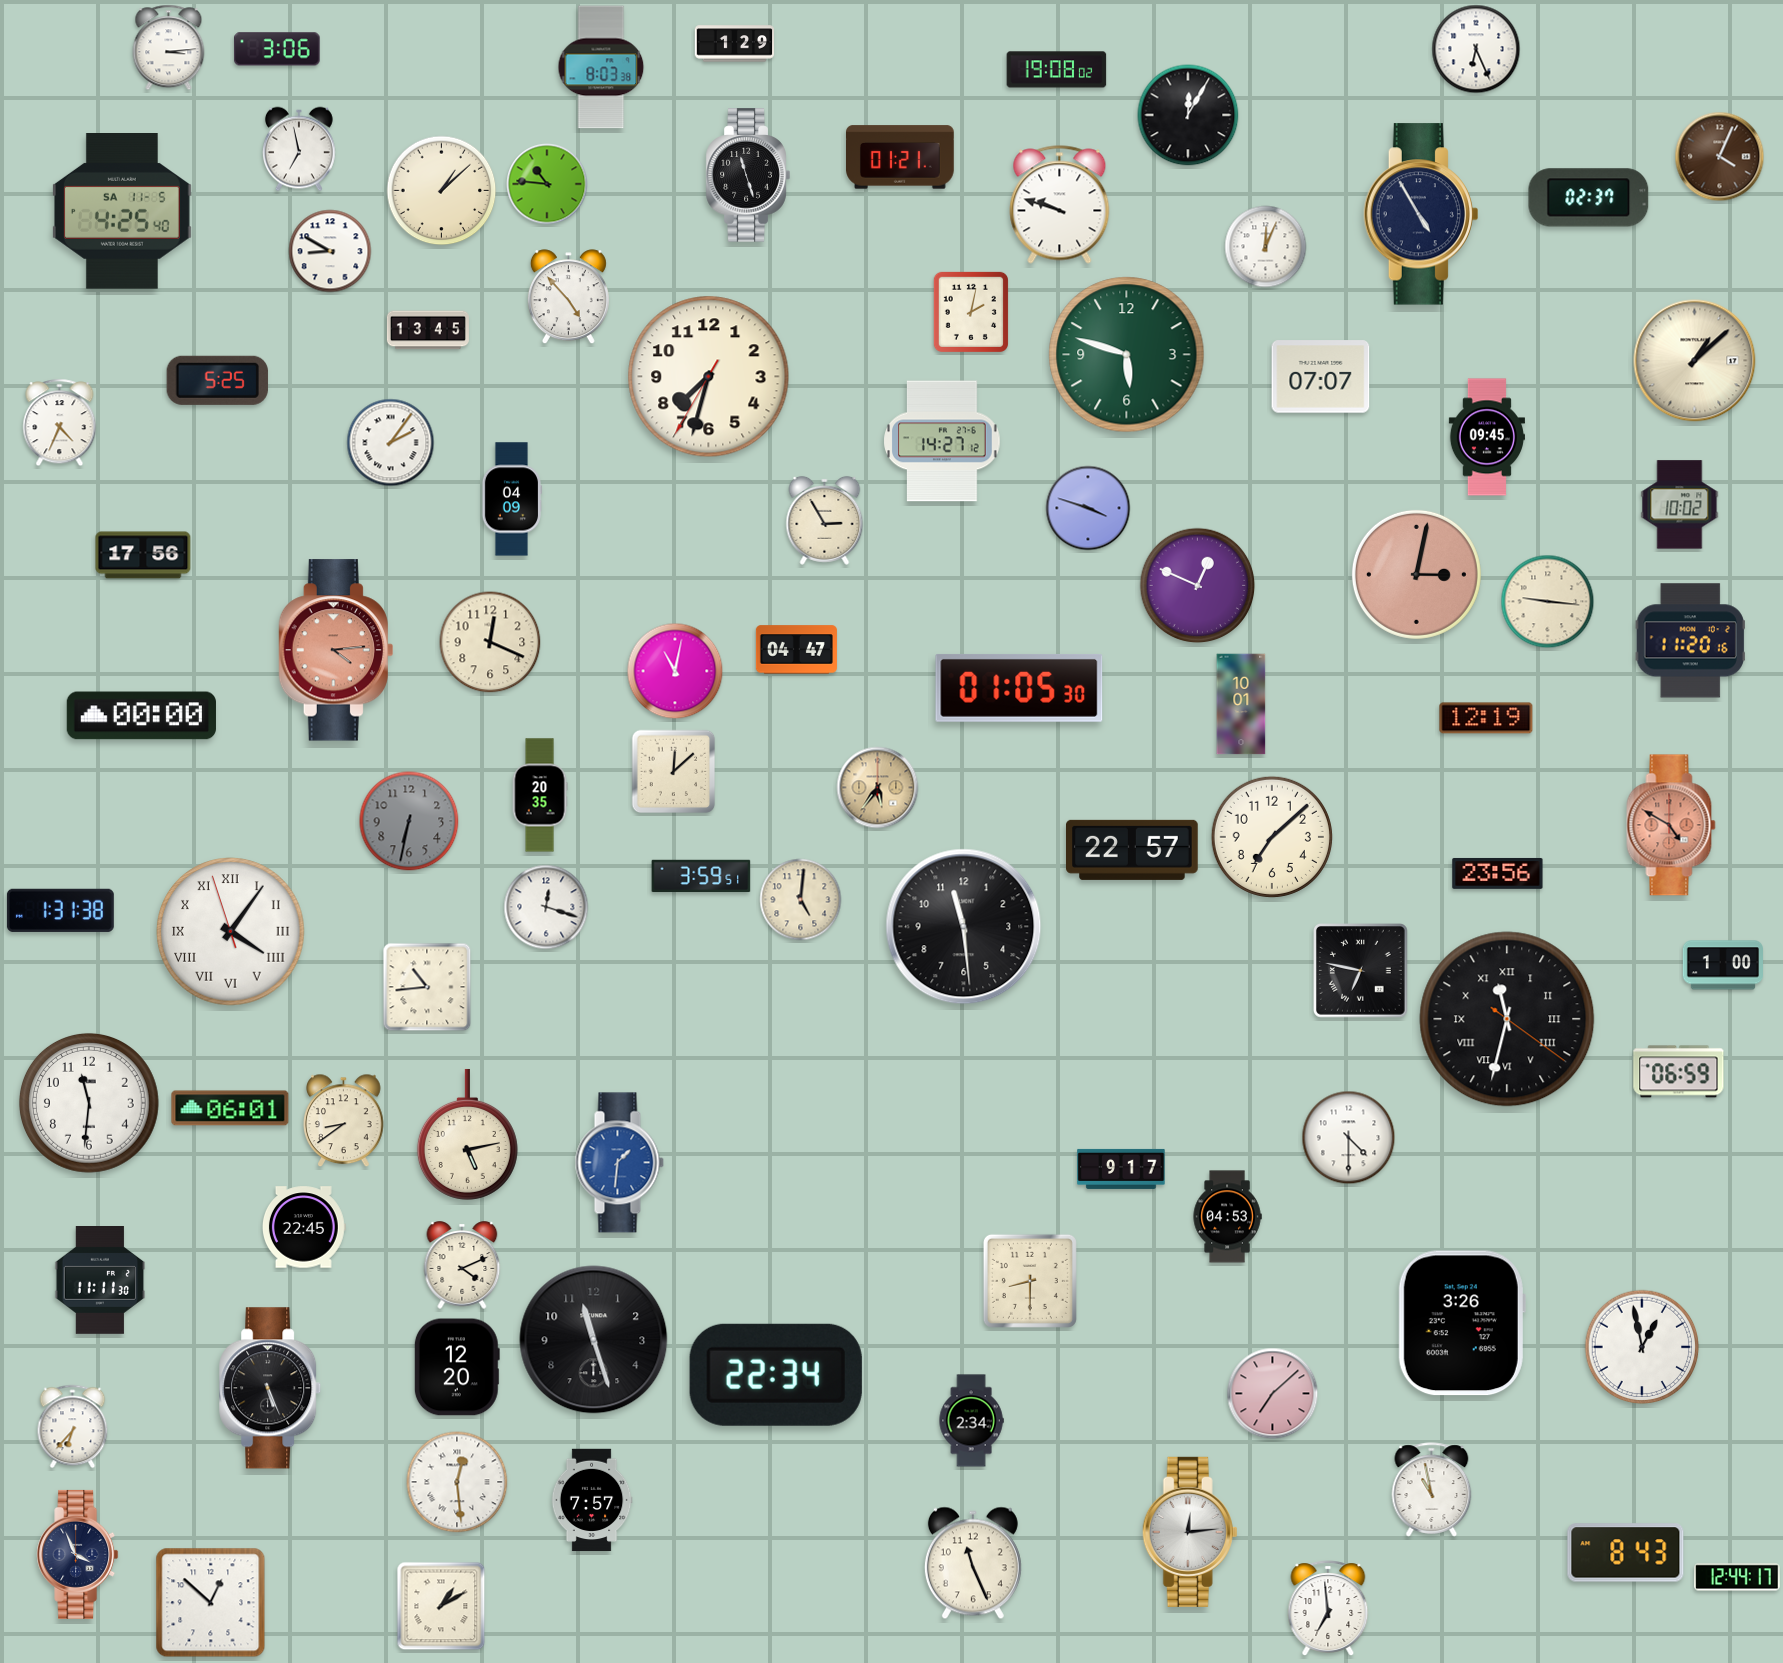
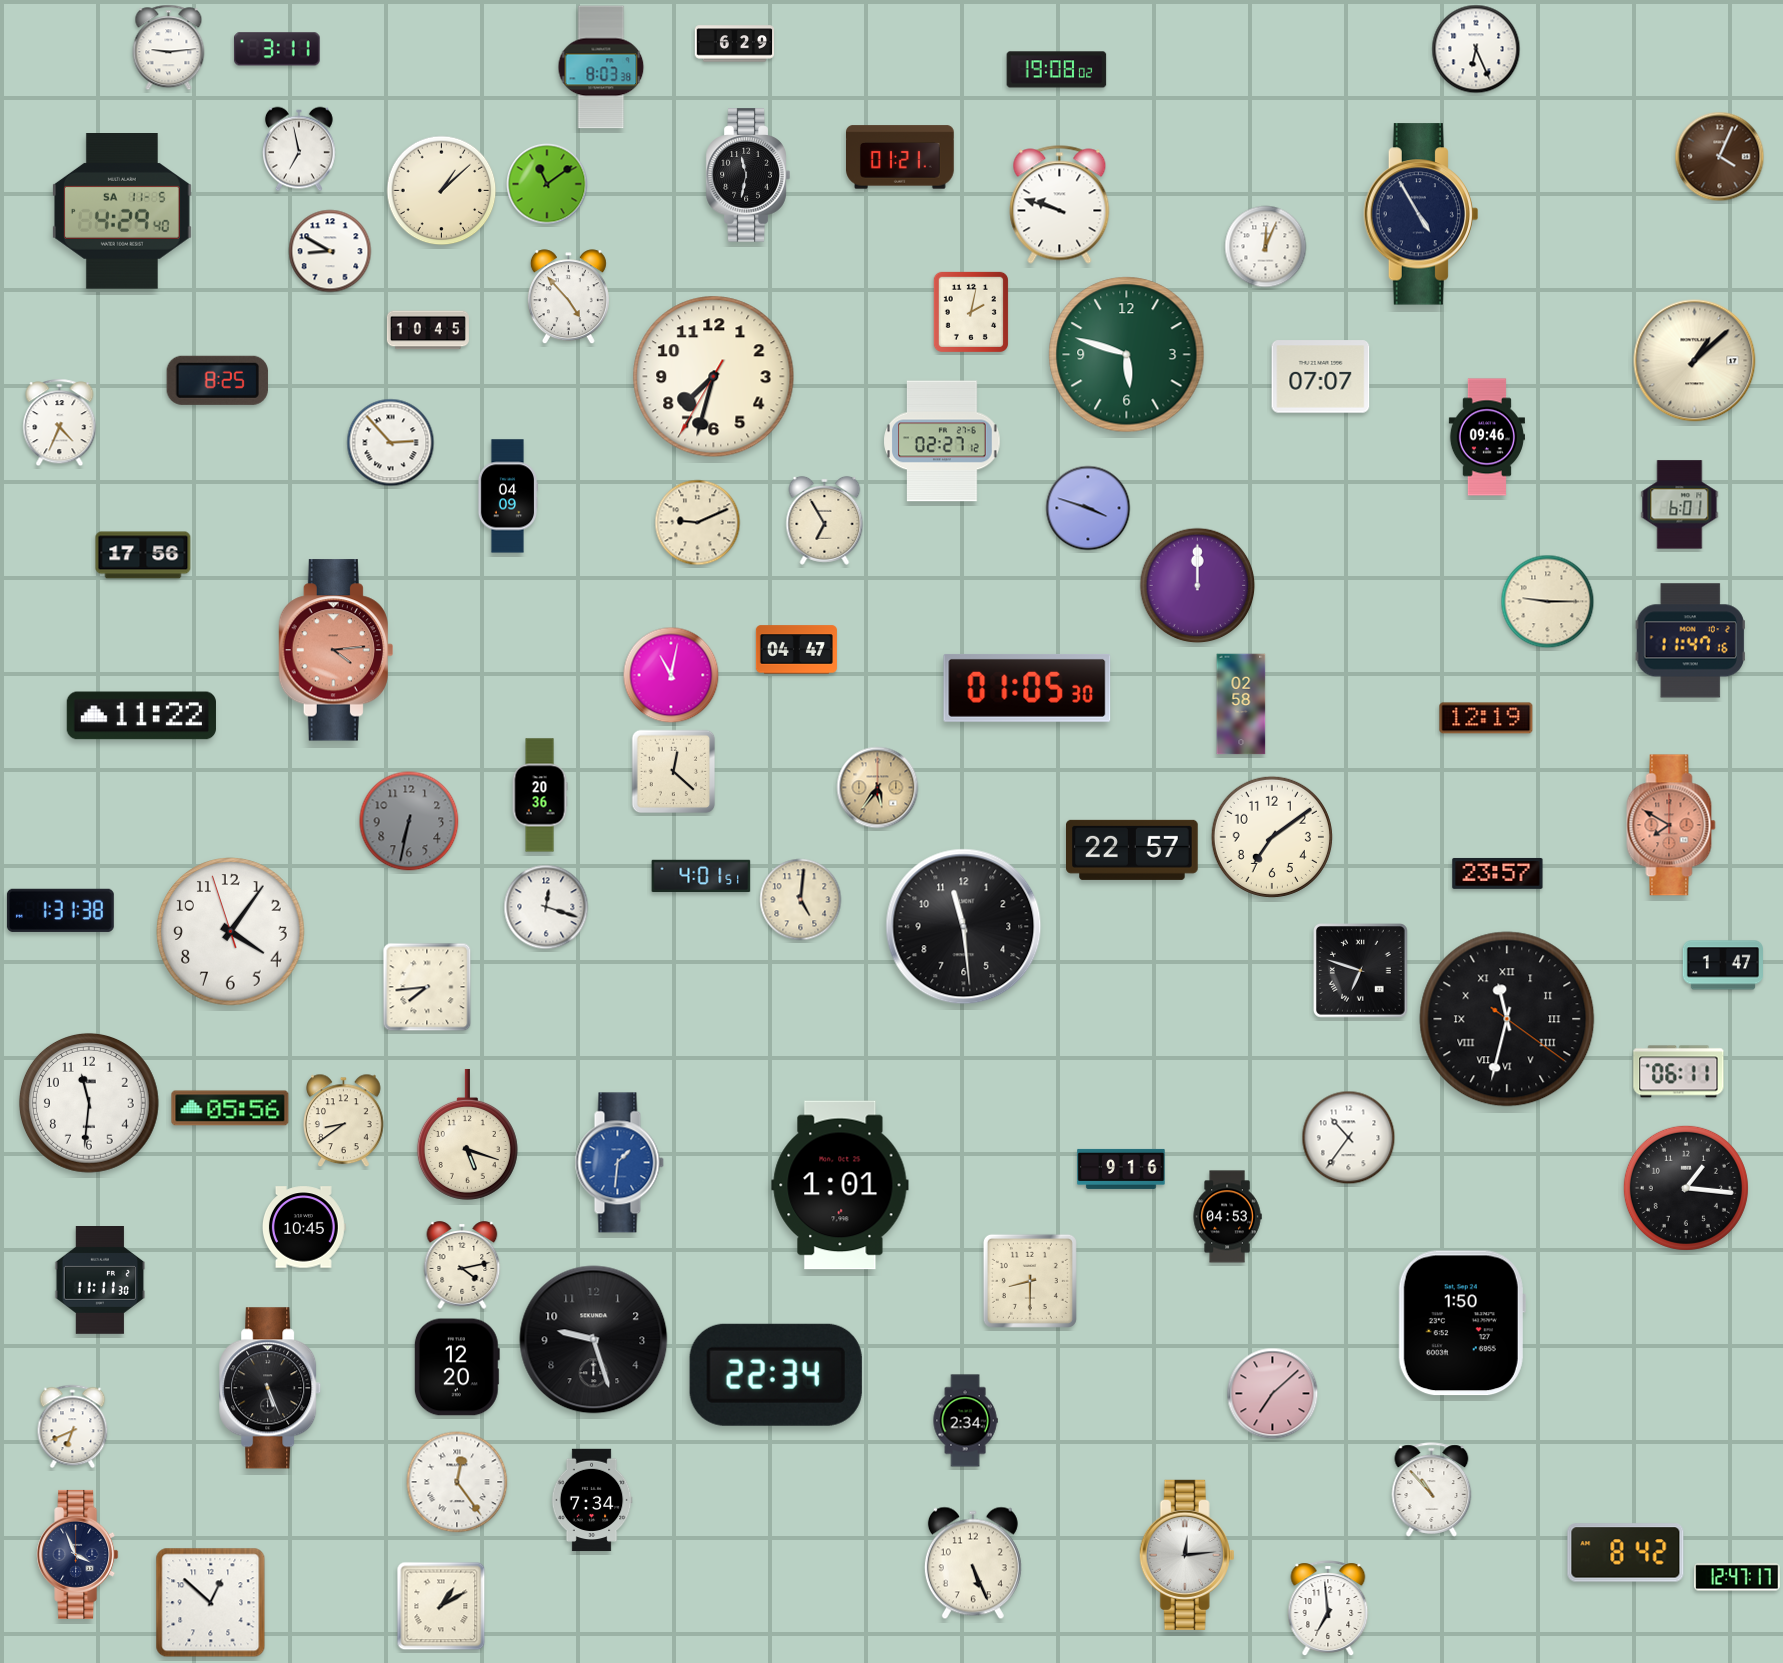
clock at (735, 44): 1:29 -> 6:29
clock at (169, 48): 3:14 -> 9:14
clock at (277, 49): 3:06 -> 3:11
clock at (1188, 115): 12:05 -> none
clock at (748, 175): 11:27 -> 11:32
clock at (547, 184): 10:46 -> 11:09
clock at (1589, 198): 02:37 -> none
clock at (122, 212): 4:25 -> 4:29
clock at (428, 330): 13:45 -> 10:45
clock at (709, 377) position: (709, 377) -> (714, 377)
clock at (217, 380): 5:25 -> 8:25
clock at (1487, 437): 09:45 -> 09:46
clock at (942, 441): 14:27 -> 02:27
clock at (391, 443): 2:06 -> 2:53
clock at (511, 499) position: (511, 499) -> (507, 496)
clock at (1680, 505): 10:02 -> 6:01
clock at (825, 520): 2:55 -> 6:55
clock at (698, 523): none -> 9:11
clock at (1416, 574): 3:02 -> none
clock at (1198, 586): 12:49 -> 12:00
clock at (1548, 602): 9:16 -> 9:15
clock at (1690, 641): 11:20 -> 11:47
clock at (490, 642): 12:19 -> none
clock at (675, 671) position: (675, 671) -> (671, 675)
clock at (1019, 688) position: (1019, 688) -> (1027, 688)
clock at (1241, 704): 10:01 -> 02:58
clock at (141, 716): 00:00 -> 11:22
clock at (674, 772): 12:08 -> 12:22
clock at (540, 795): 20:35 -> 20:36
clock at (1671, 825): 4:50 -> 7:50
clock at (1272, 837): 7:08 -> 7:09
clock at (1498, 873): 23:56 -> 23:57
clock at (701, 876): 3:59 -> 4:01
clock at (231, 932) numerals: Roman -> Arabic
clock at (1723, 965): 1:00 -> 1:47
clock at (1361, 971): 6:47 -> 6:48
clock at (427, 987): 10:44 -> 7:44
clock at (1679, 1072): 06:59 -> 06:11
clock at (230, 1108): 06:01 -> 05:56
clock at (467, 1134): 5:13 -> 5:18
clock at (1349, 1138): 4:30 -> 10:36
clock at (1121, 1169): 9:17 -> 9:16
clock at (840, 1185): none -> 1:01
clock at (1686, 1188): none -> 1:16
clock at (304, 1227): 22:45 -> 10:45
clock at (462, 1265): 4:11 -> 4:13
clock at (1462, 1323): 3:26 -> 1:50
clock at (594, 1340): 11:27 -> 9:27
clock at (1642, 1347): 12:58 -> none
clock at (971, 1421) position: (971, 1421) -> (965, 1421)
clock at (73, 1427): 6:37 -> 6:41
clock at (457, 1482): 12:29 -> 12:24
clock at (1432, 1490): 10:58 -> 10:53
clock at (592, 1500): 7:57 -> 7:34
clock at (1190, 1532) position: (1190, 1532) -> (1187, 1555)
clock at (1626, 1553): 8:43 -> 8:42
clock at (973, 1563): 11:26 -> 5:26
clock at (1737, 1577): 12:44 -> 12:47
